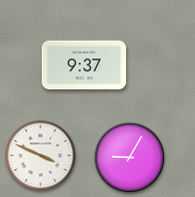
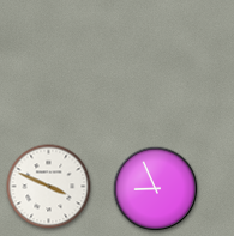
clock at (84, 65): 9:37 -> none
clock at (130, 158): 9:05 -> 8:56
